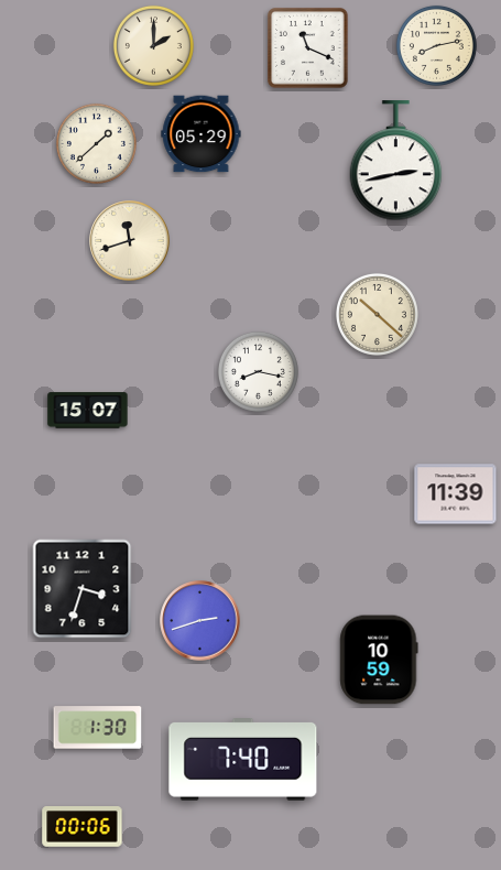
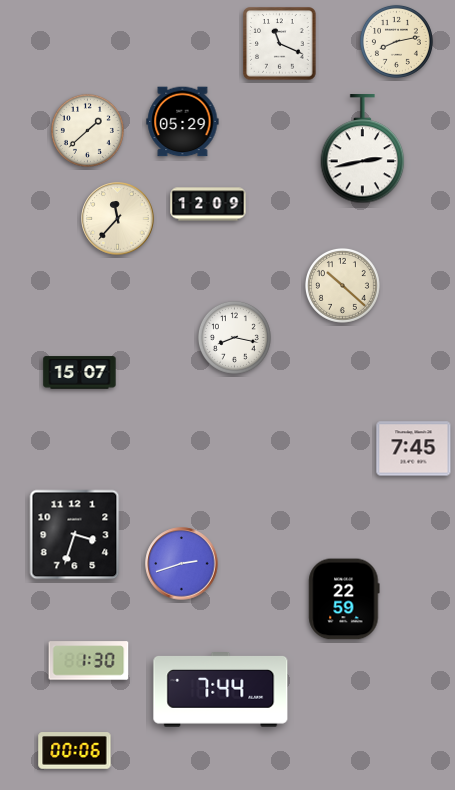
clock at (153, 45): 2:00 -> none
clock at (396, 161) position: (396, 161) -> (363, 149)
clock at (208, 204): none -> 12:09
clock at (130, 241): 11:42 -> 11:37
clock at (456, 494): 11:39 -> 7:45
clock at (379, 660): 10:59 -> 22:59
clock at (243, 760): 7:40 -> 7:44
